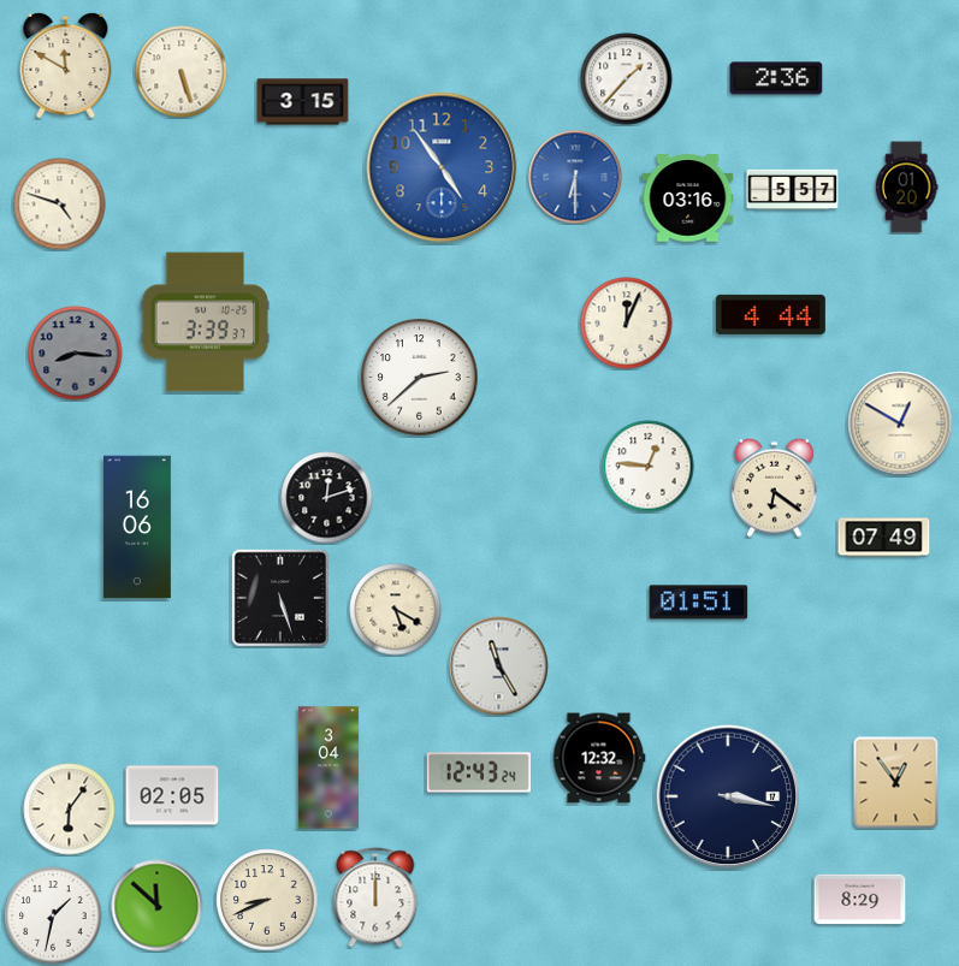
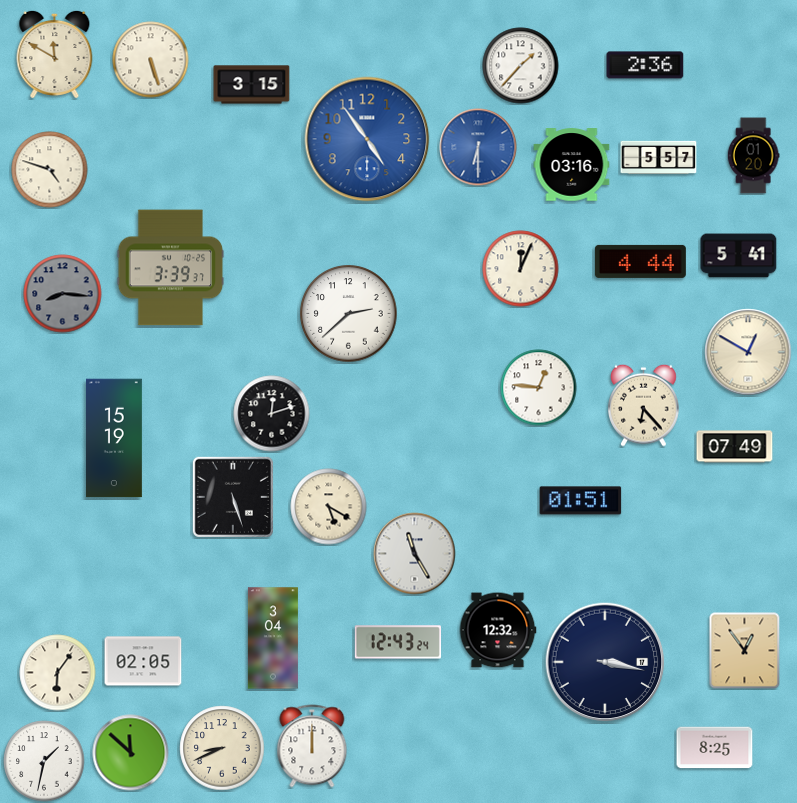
clock at (739, 256): none -> 5:41
clock at (775, 487): 6:21 -> 6:23
clock at (138, 527): 16:06 -> 15:19
clock at (860, 900): 8:29 -> 8:25
